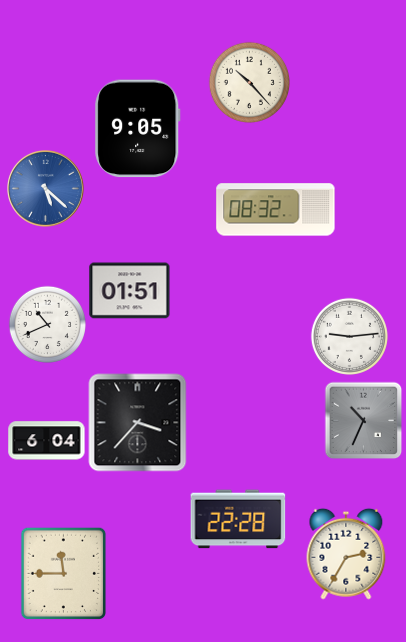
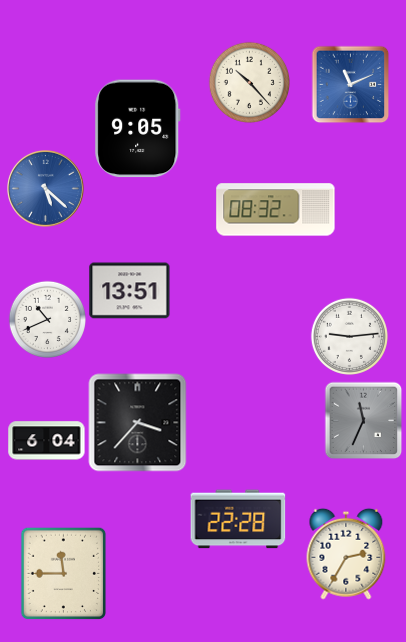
clock at (350, 84): none -> 11:11
clock at (130, 291): 01:51 -> 13:51
clock at (47, 324) position: (47, 324) -> (47, 319)
clock at (363, 420): 10:34 -> 11:34
